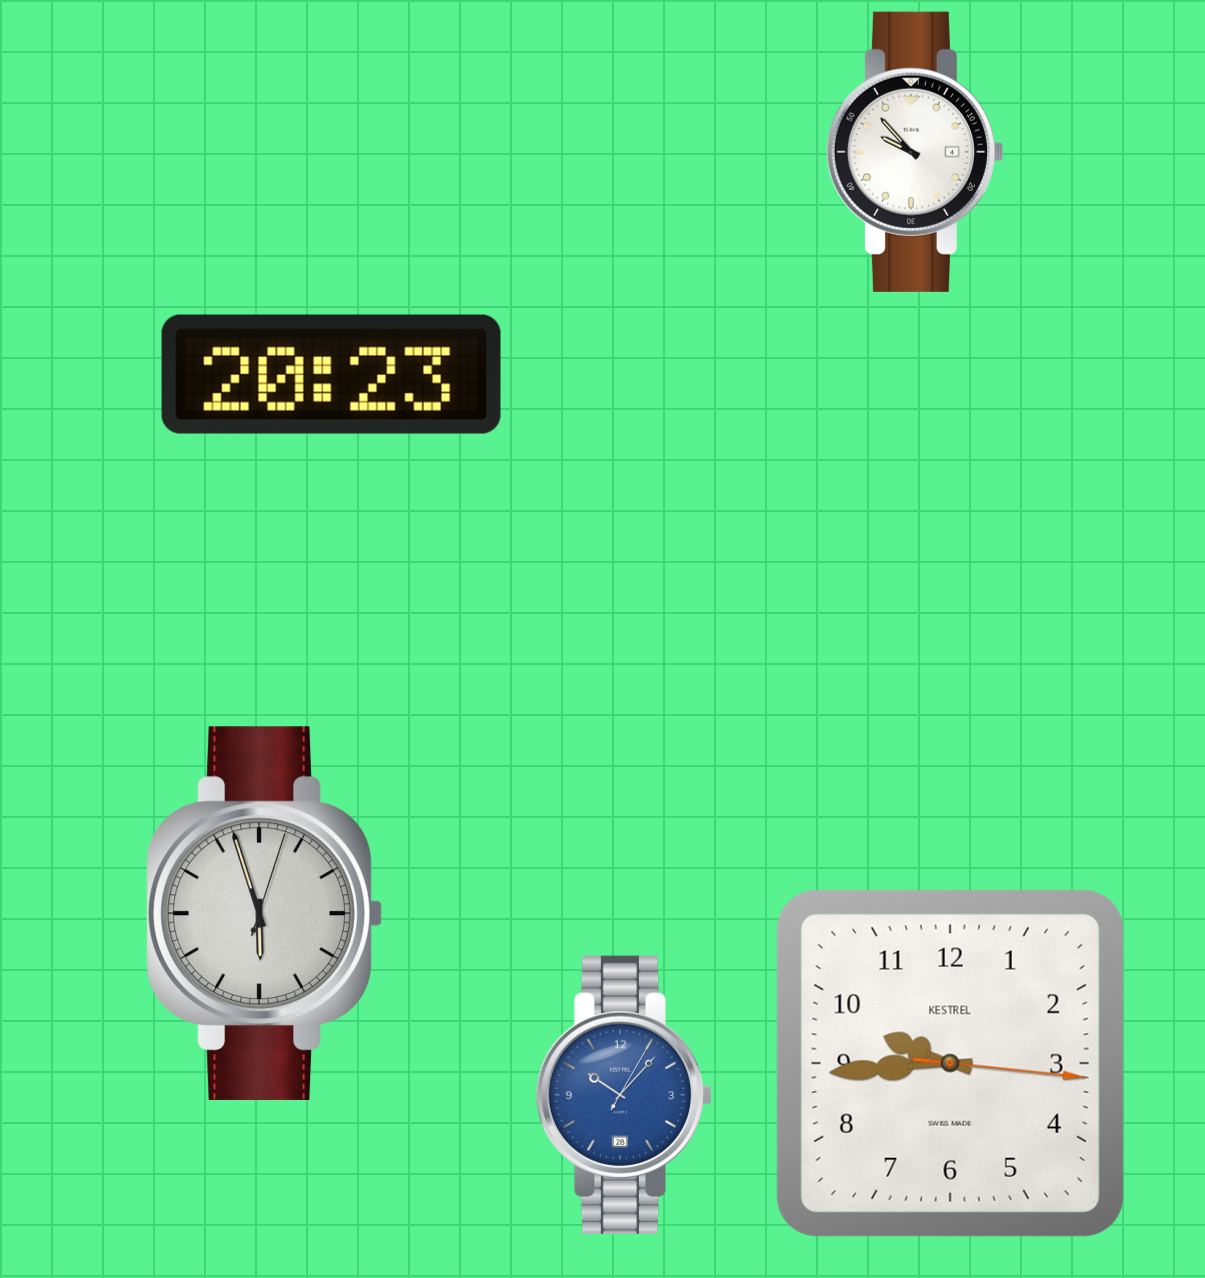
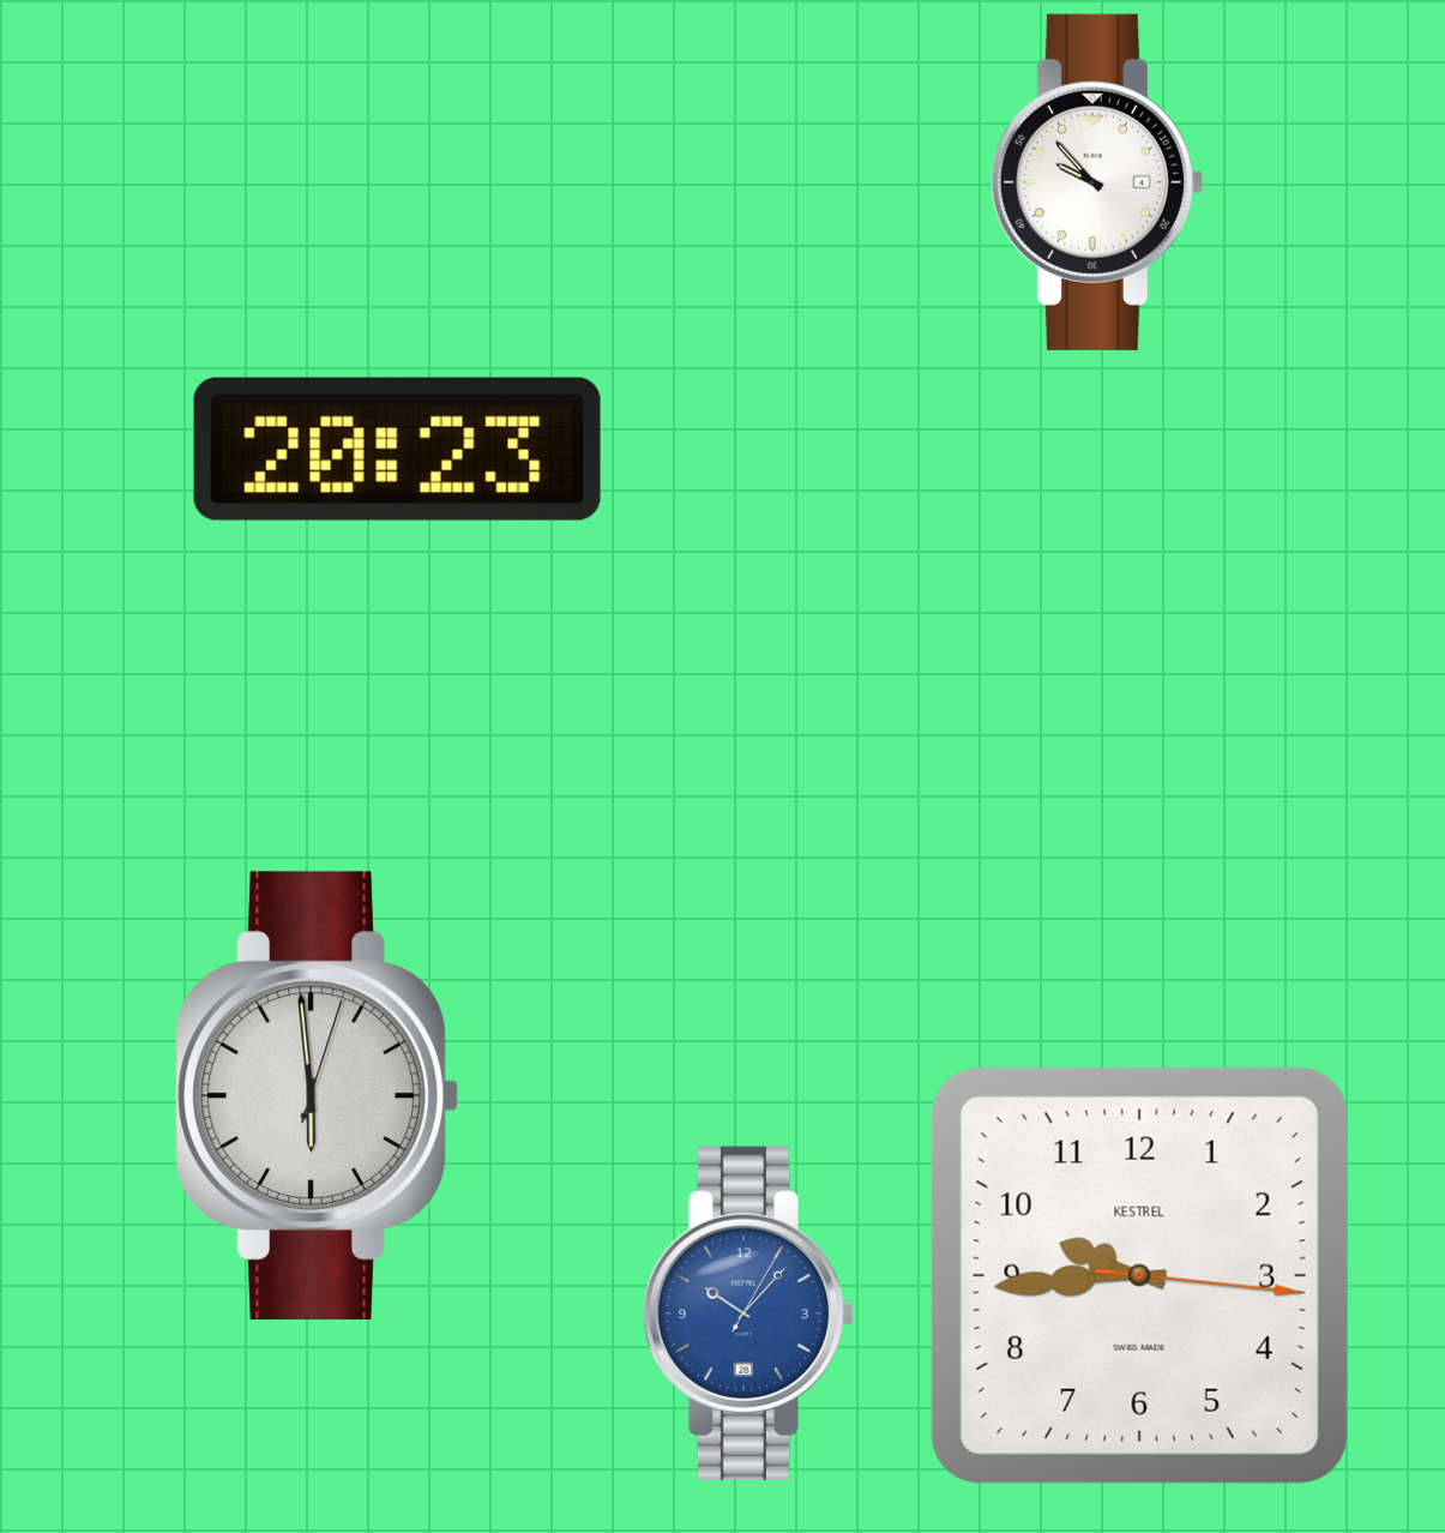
clock at (264, 913): 5:57 -> 5:59
